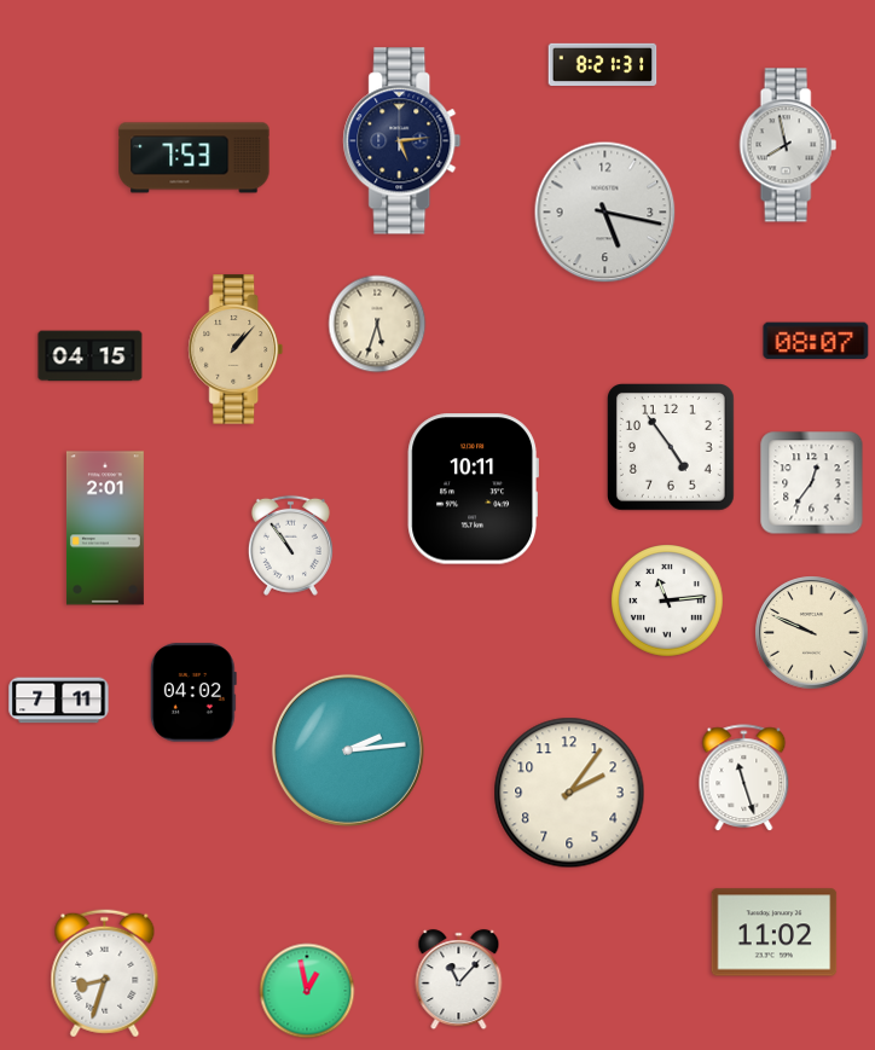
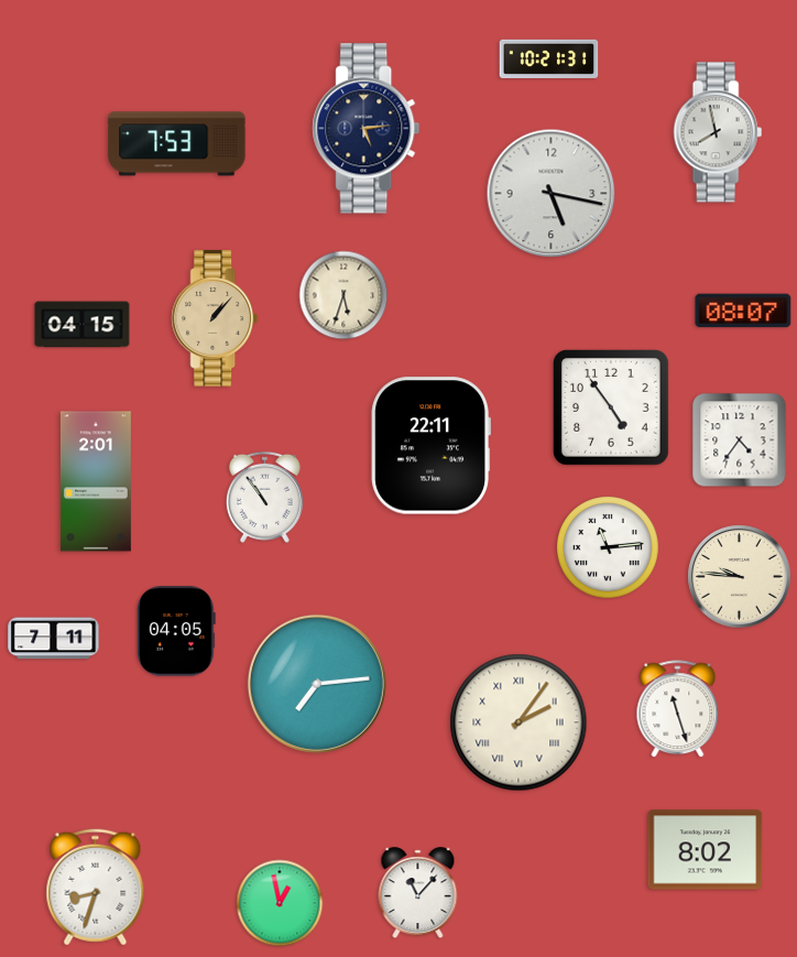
clock at (603, 64): 8:21 -> 10:21
clock at (812, 483): 12:36 -> 4:36
clock at (473, 489): 10:11 -> 22:11
clock at (812, 633): 9:49 -> 9:46
clock at (193, 692): 04:02 -> 04:05
clock at (348, 750): 2:14 -> 7:14
clock at (569, 793) numerals: Arabic -> Roman
clock at (775, 933): 11:02 -> 8:02
